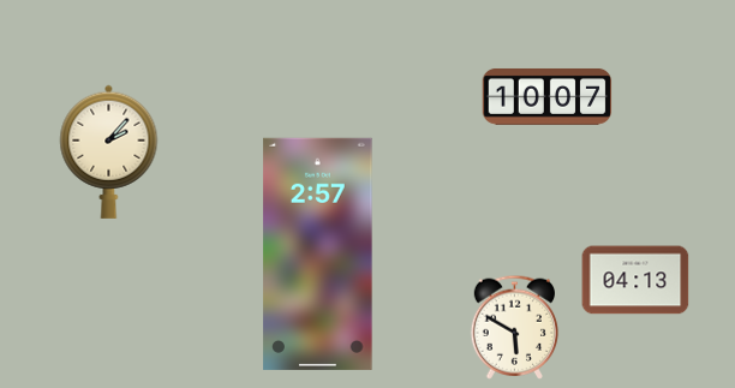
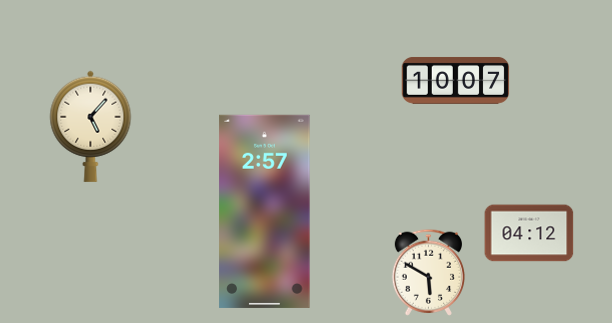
clock at (109, 151): 2:07 -> 5:07
clock at (635, 280): 04:13 -> 04:12
